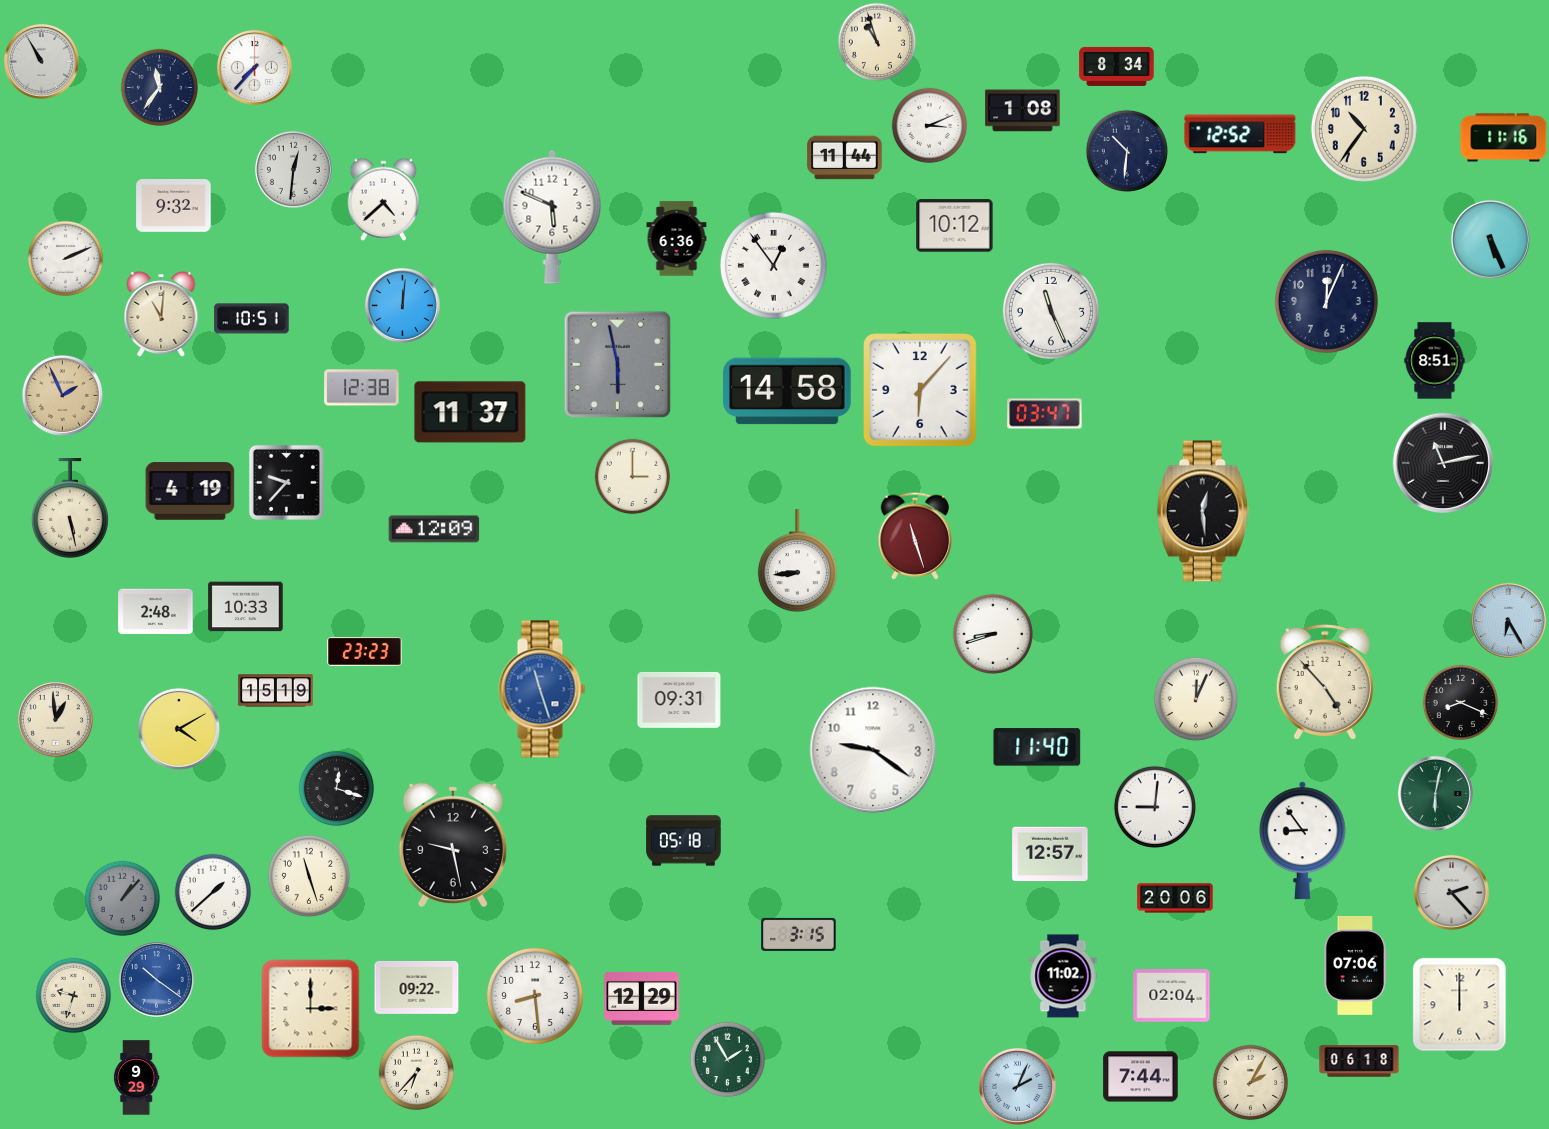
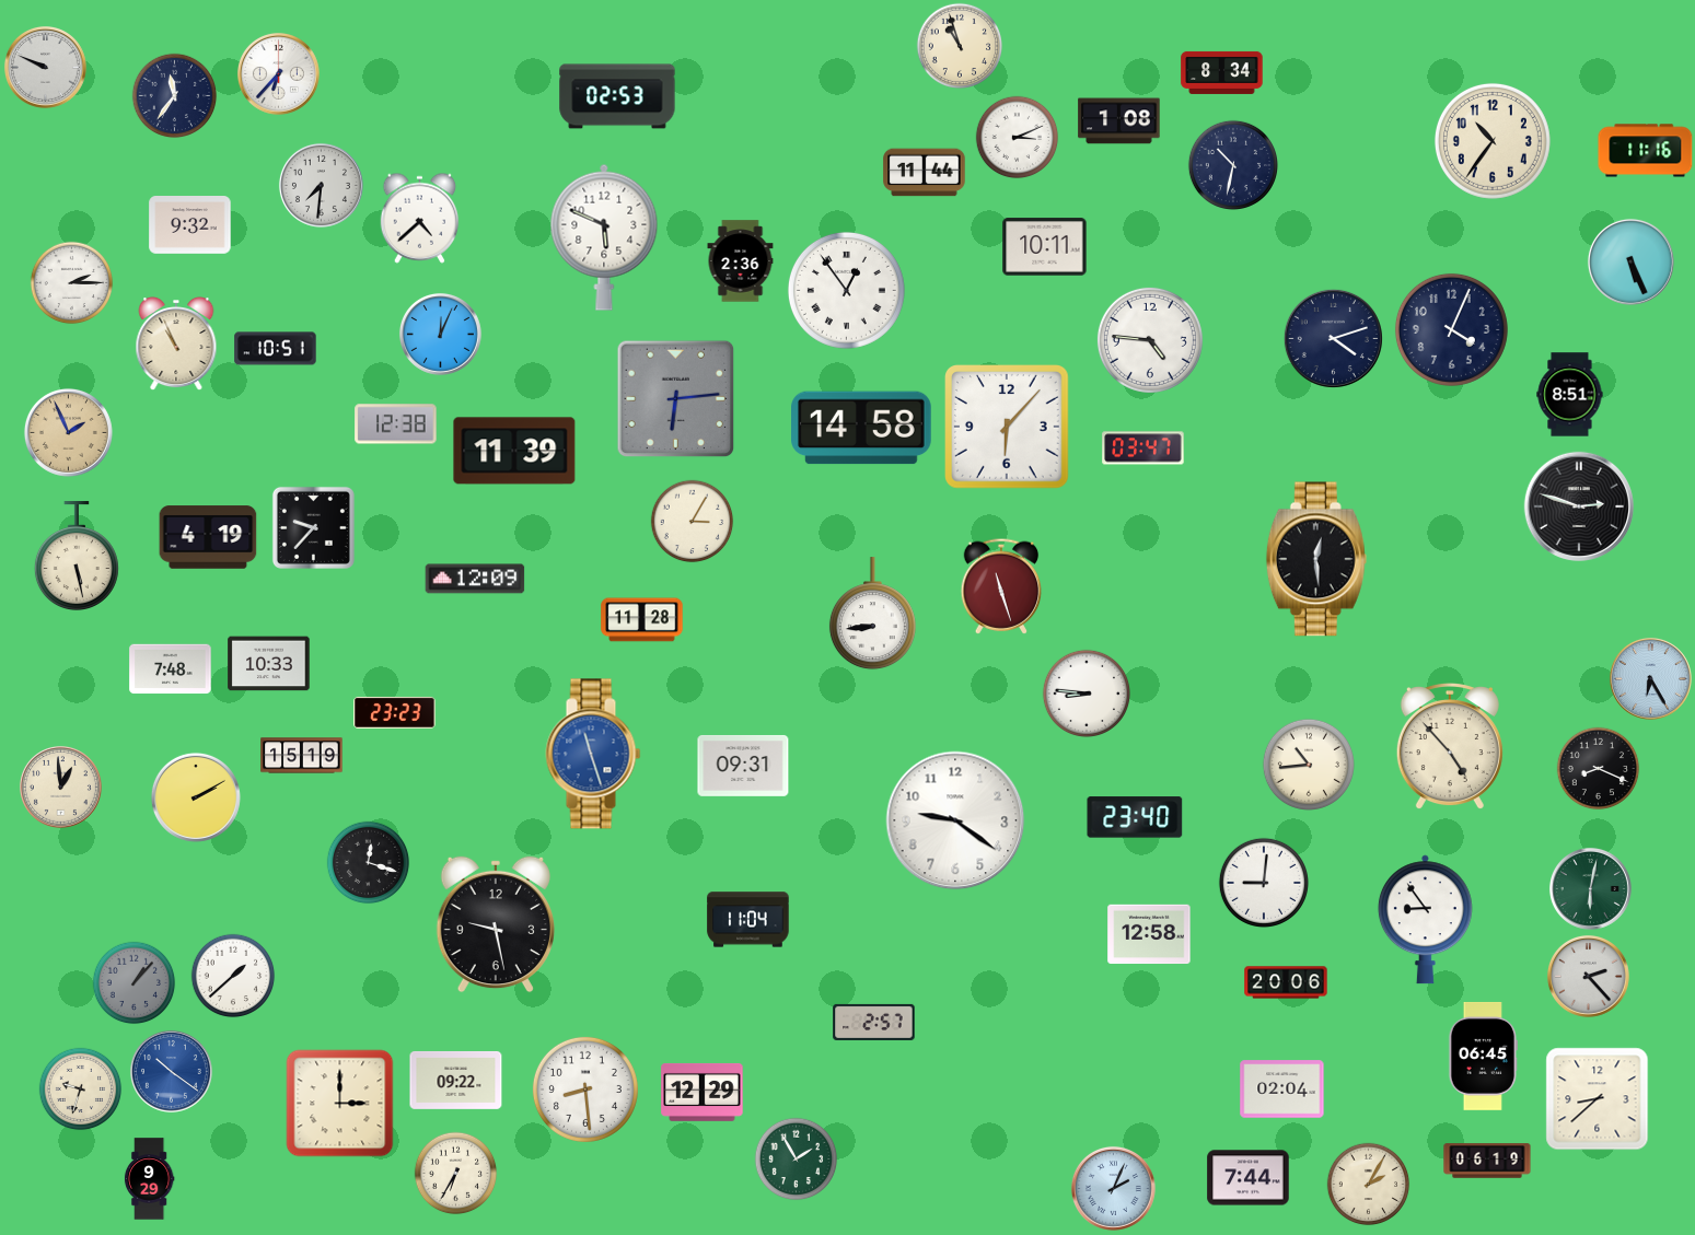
clock at (41, 61): 10:55 -> 9:49
clock at (254, 67): 7:37 -> 6:37
clock at (617, 96): none -> 02:53
clock at (1240, 134): 12:52 -> none
clock at (1126, 150): 10:31 -> 10:32
clock at (293, 169): 12:31 -> 7:31
clock at (955, 226): 10:12 -> 10:11
clock at (677, 239): 6:36 -> 2:36
clock at (66, 259): 2:11 -> 2:15
clock at (1326, 301): 12:04 -> 4:04
clock at (402, 305): 12:01 -> 12:04
clock at (1333, 338): none -> 4:12
clock at (1051, 311): 11:26 -> 4:46
clock at (161, 315): 11:01 -> 10:56
clock at (618, 365): 5:58 -> 6:14
clock at (470, 412): 11:37 -> 11:39
clock at (1045, 414) position: (1045, 414) -> (1143, 448)
clock at (1442, 462): 11:13 -> 2:48
clock at (633, 477): 3:00 -> 3:05
clock at (642, 620): none -> 11:28
clock at (156, 612): 2:48 -> 7:48
clock at (992, 633): 8:42 -> 8:46
clock at (365, 651) position: (365, 651) -> (395, 712)
clock at (1196, 699): 12:04 -> 10:44
clock at (179, 729): 4:10 -> 2:10
clock at (1037, 747): 11:40 -> 23:40
clock at (1435, 793) position: (1435, 793) -> (1590, 888)
clock at (684, 841): 05:18 -> 11:04
clock at (1050, 854): 12:57 -> 12:58
clock at (308, 875): 11:27 -> none
clock at (799, 934): 3:15 -> 2:57
clock at (1355, 966): 07:06 -> 06:45
clock at (1063, 976): 11:02 -> none
clock at (1460, 1005): 12:00 -> 8:38
clock at (1359, 1061): 06:18 -> 06:19
clock at (417, 1073): 6:37 -> 6:35
